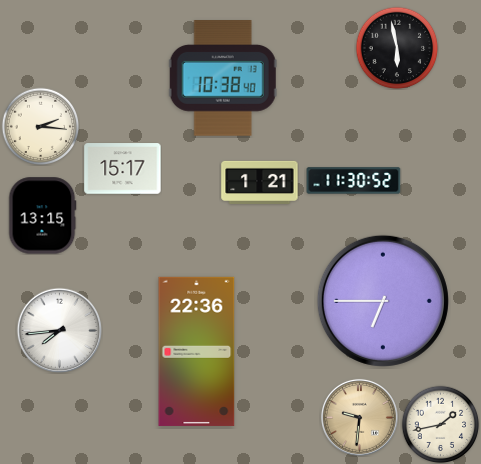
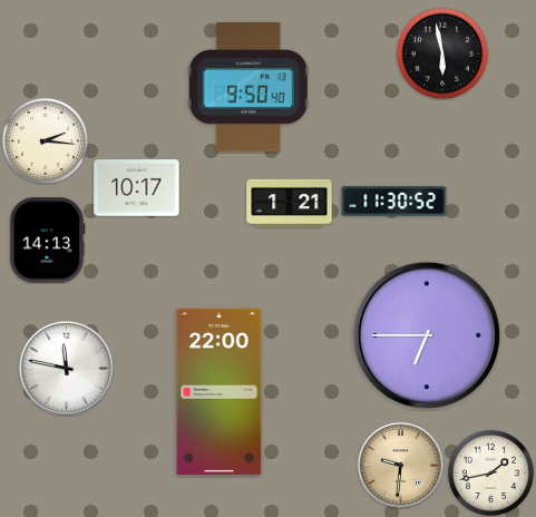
clock at (223, 78): 10:38 -> 9:50
clock at (123, 169): 15:17 -> 10:17
clock at (43, 216): 13:15 -> 14:13
clock at (59, 330): 7:44 -> 11:47
clock at (197, 351): 22:36 -> 22:00
